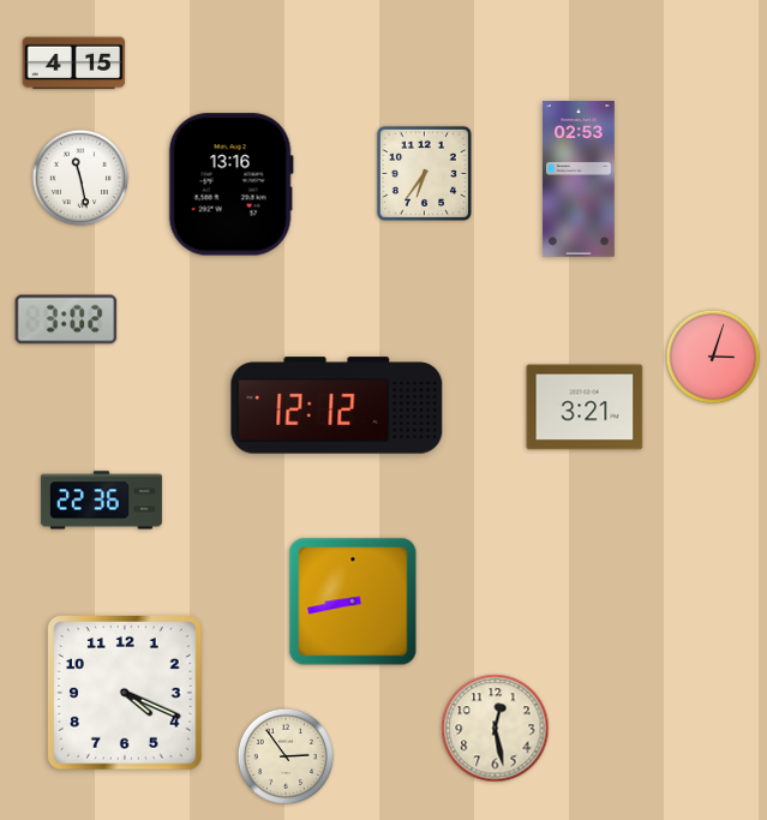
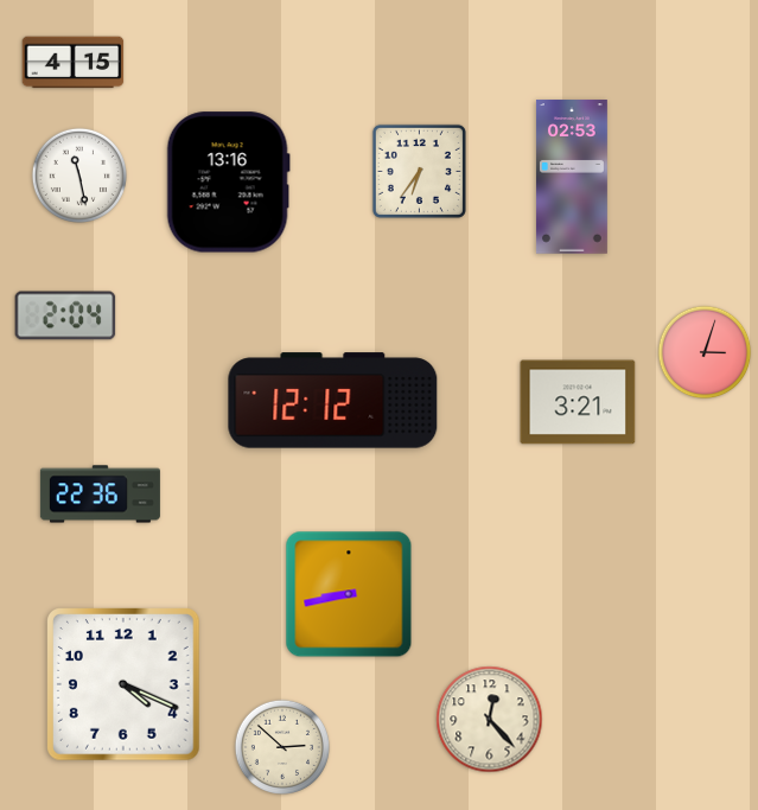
clock at (66, 319): 3:02 -> 2:04
clock at (496, 729): 12:28 -> 12:23
clock at (284, 755): 2:54 -> 2:52
